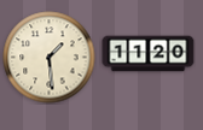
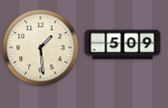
clock at (149, 54): 11:20 -> 5:09
